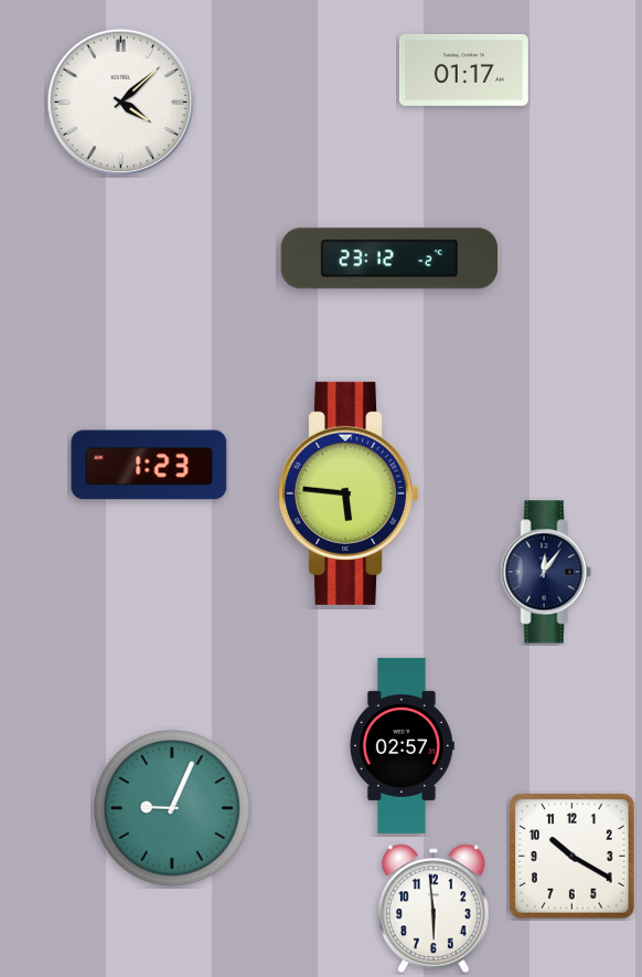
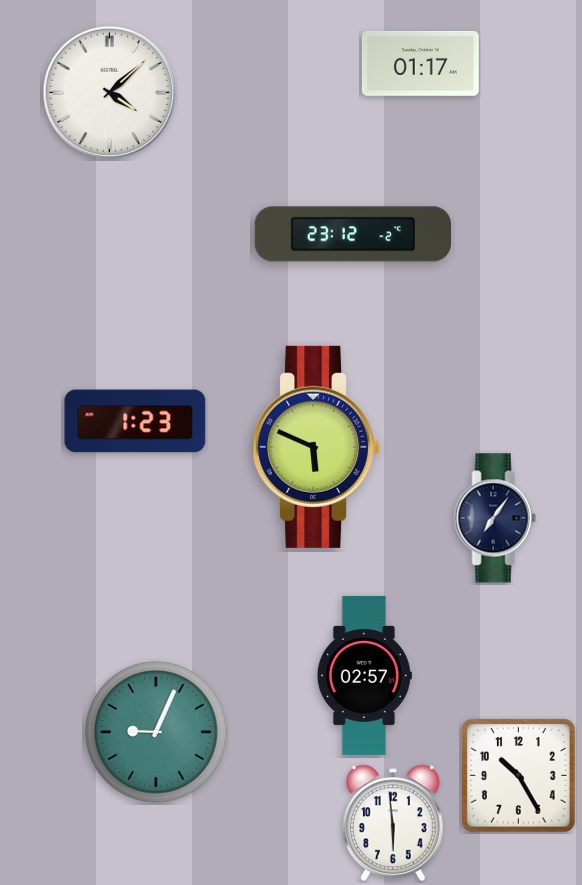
clock at (350, 493): 5:46 -> 5:49
clock at (546, 572): 12:06 -> 7:06
clock at (573, 857): 10:20 -> 10:25
